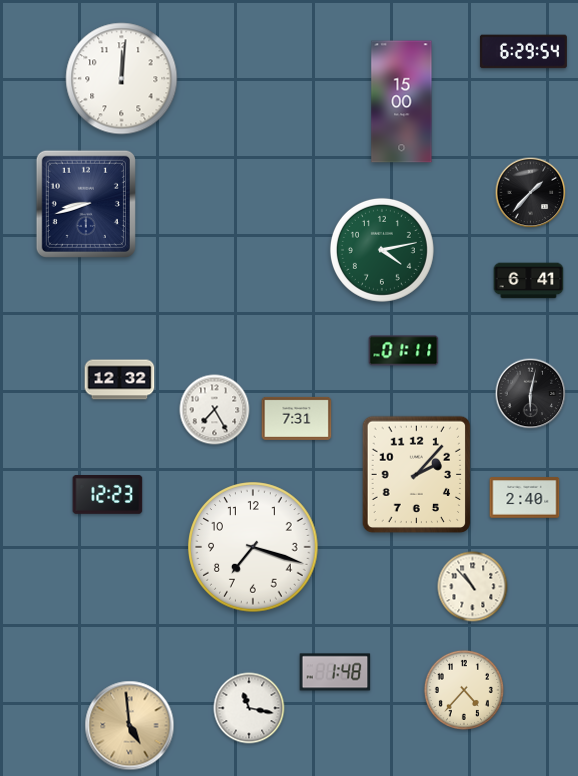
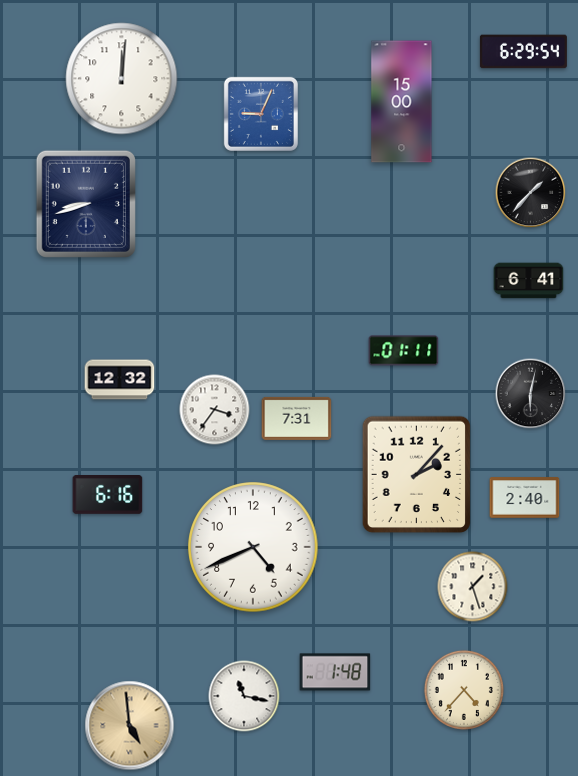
clock at (261, 114): none -> 9:04
clock at (382, 250): 4:13 -> none
clock at (215, 410): 7:25 -> 3:36
clock at (108, 495): 12:23 -> 6:16
clock at (253, 547): 7:18 -> 4:41
clock at (473, 587): 10:53 -> 1:27
clock at (249, 708) position: (249, 708) -> (244, 696)
